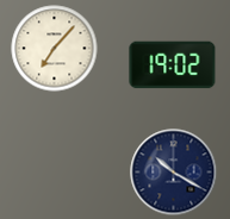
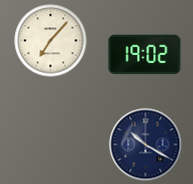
clock at (55, 49) position: (55, 49) -> (51, 41)
